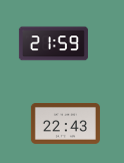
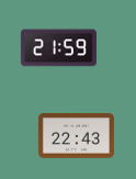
clock at (65, 124) position: (65, 124) -> (76, 136)
